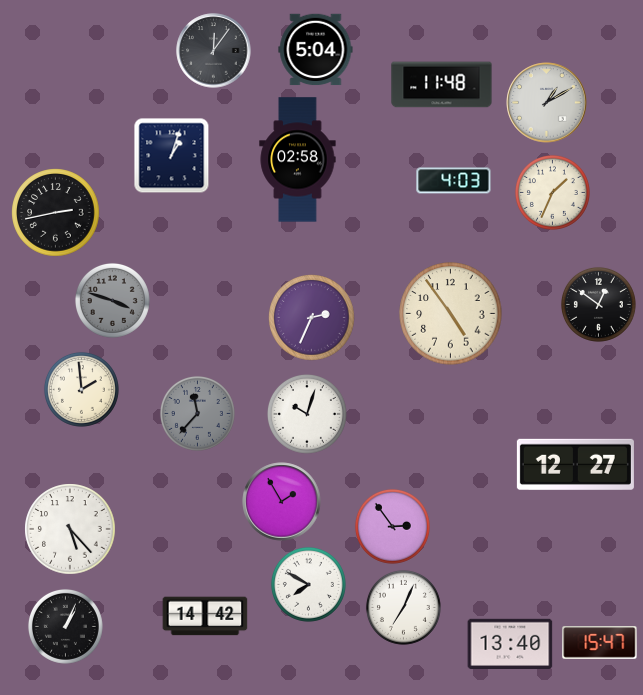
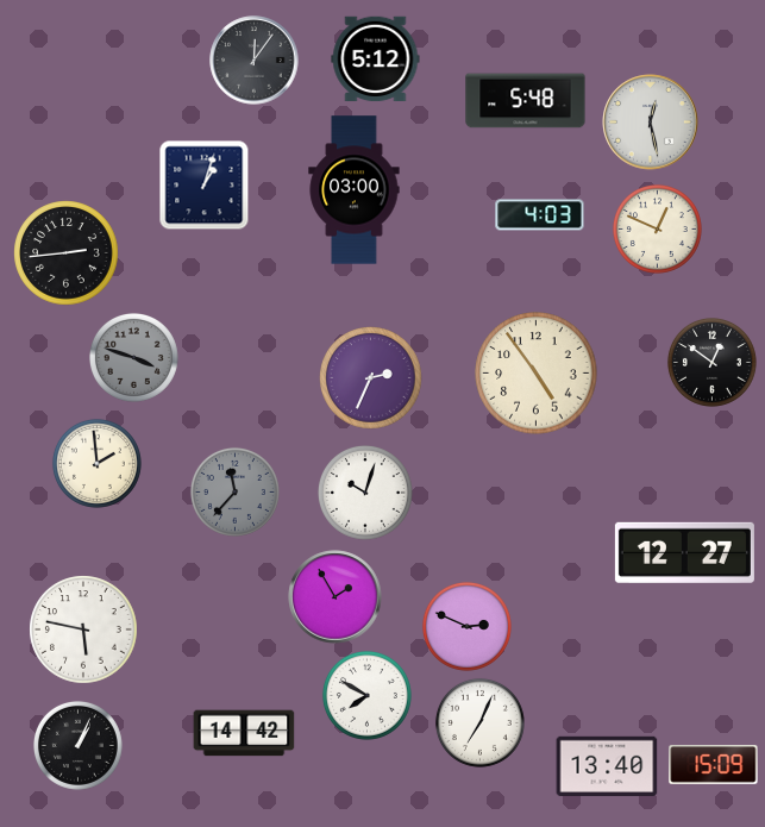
clock at (316, 50): 5:04 -> 5:12
clock at (442, 85): 11:48 -> 5:48
clock at (547, 103): 1:10 -> 12:28
clock at (298, 160): 02:58 -> 03:00
clock at (552, 192): 1:34 -> 12:49
clock at (56, 213): 2:43 -> 2:44
clock at (392, 526): 2:54 -> 2:49
clock at (70, 529): 5:23 -> 5:47
clock at (600, 643): 15:47 -> 15:09
